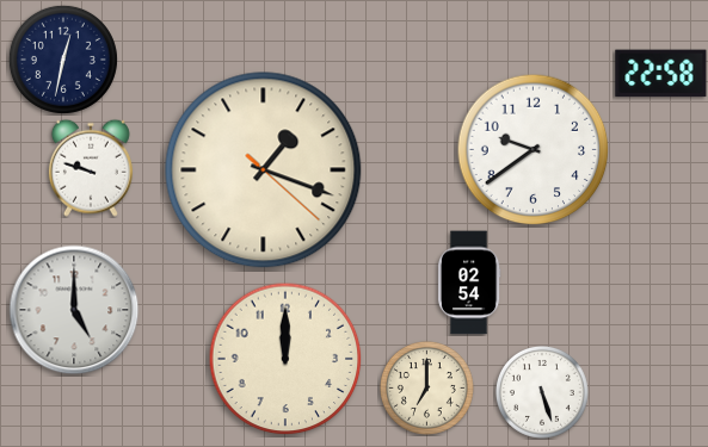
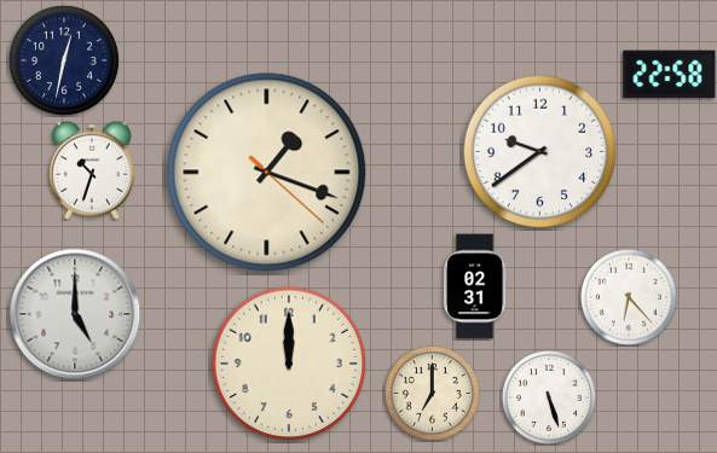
clock at (91, 168): 9:48 -> 10:33
clock at (469, 283): 02:54 -> 02:31
clock at (629, 297): none -> 6:23
